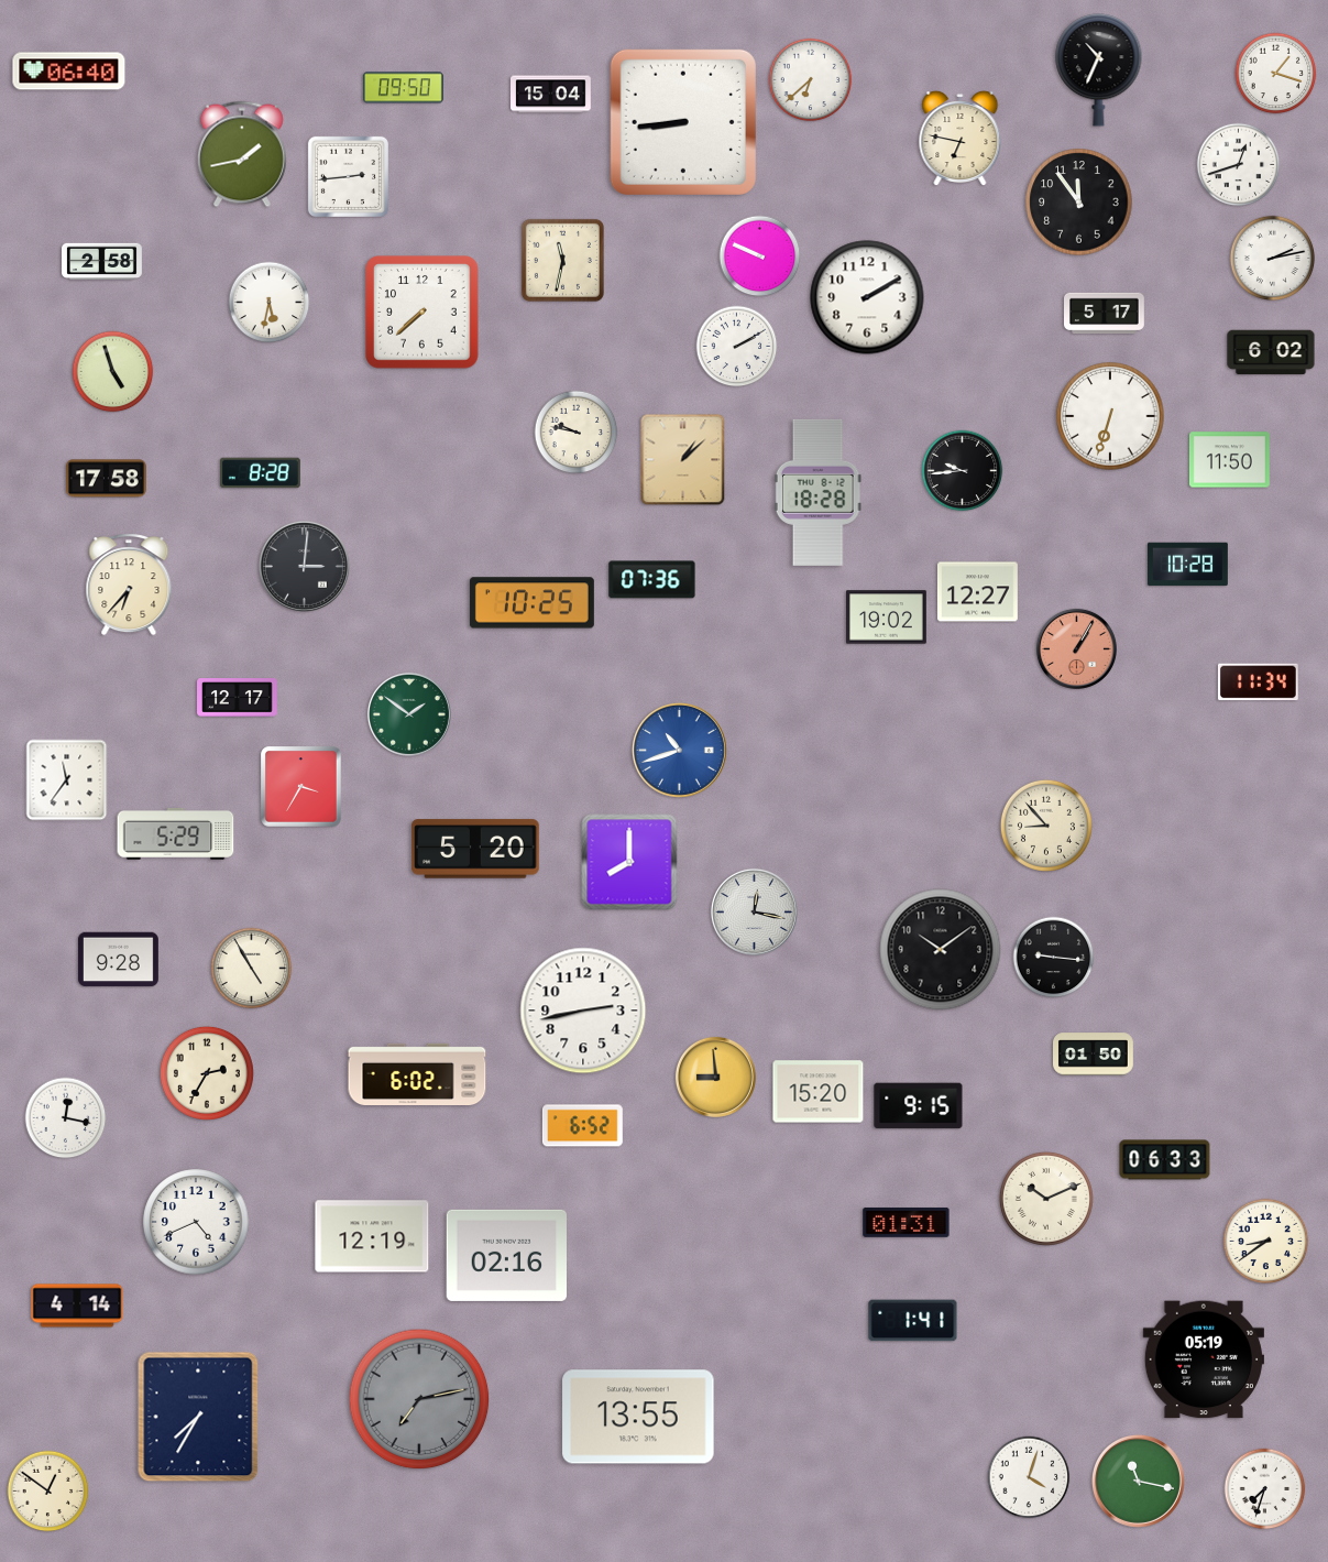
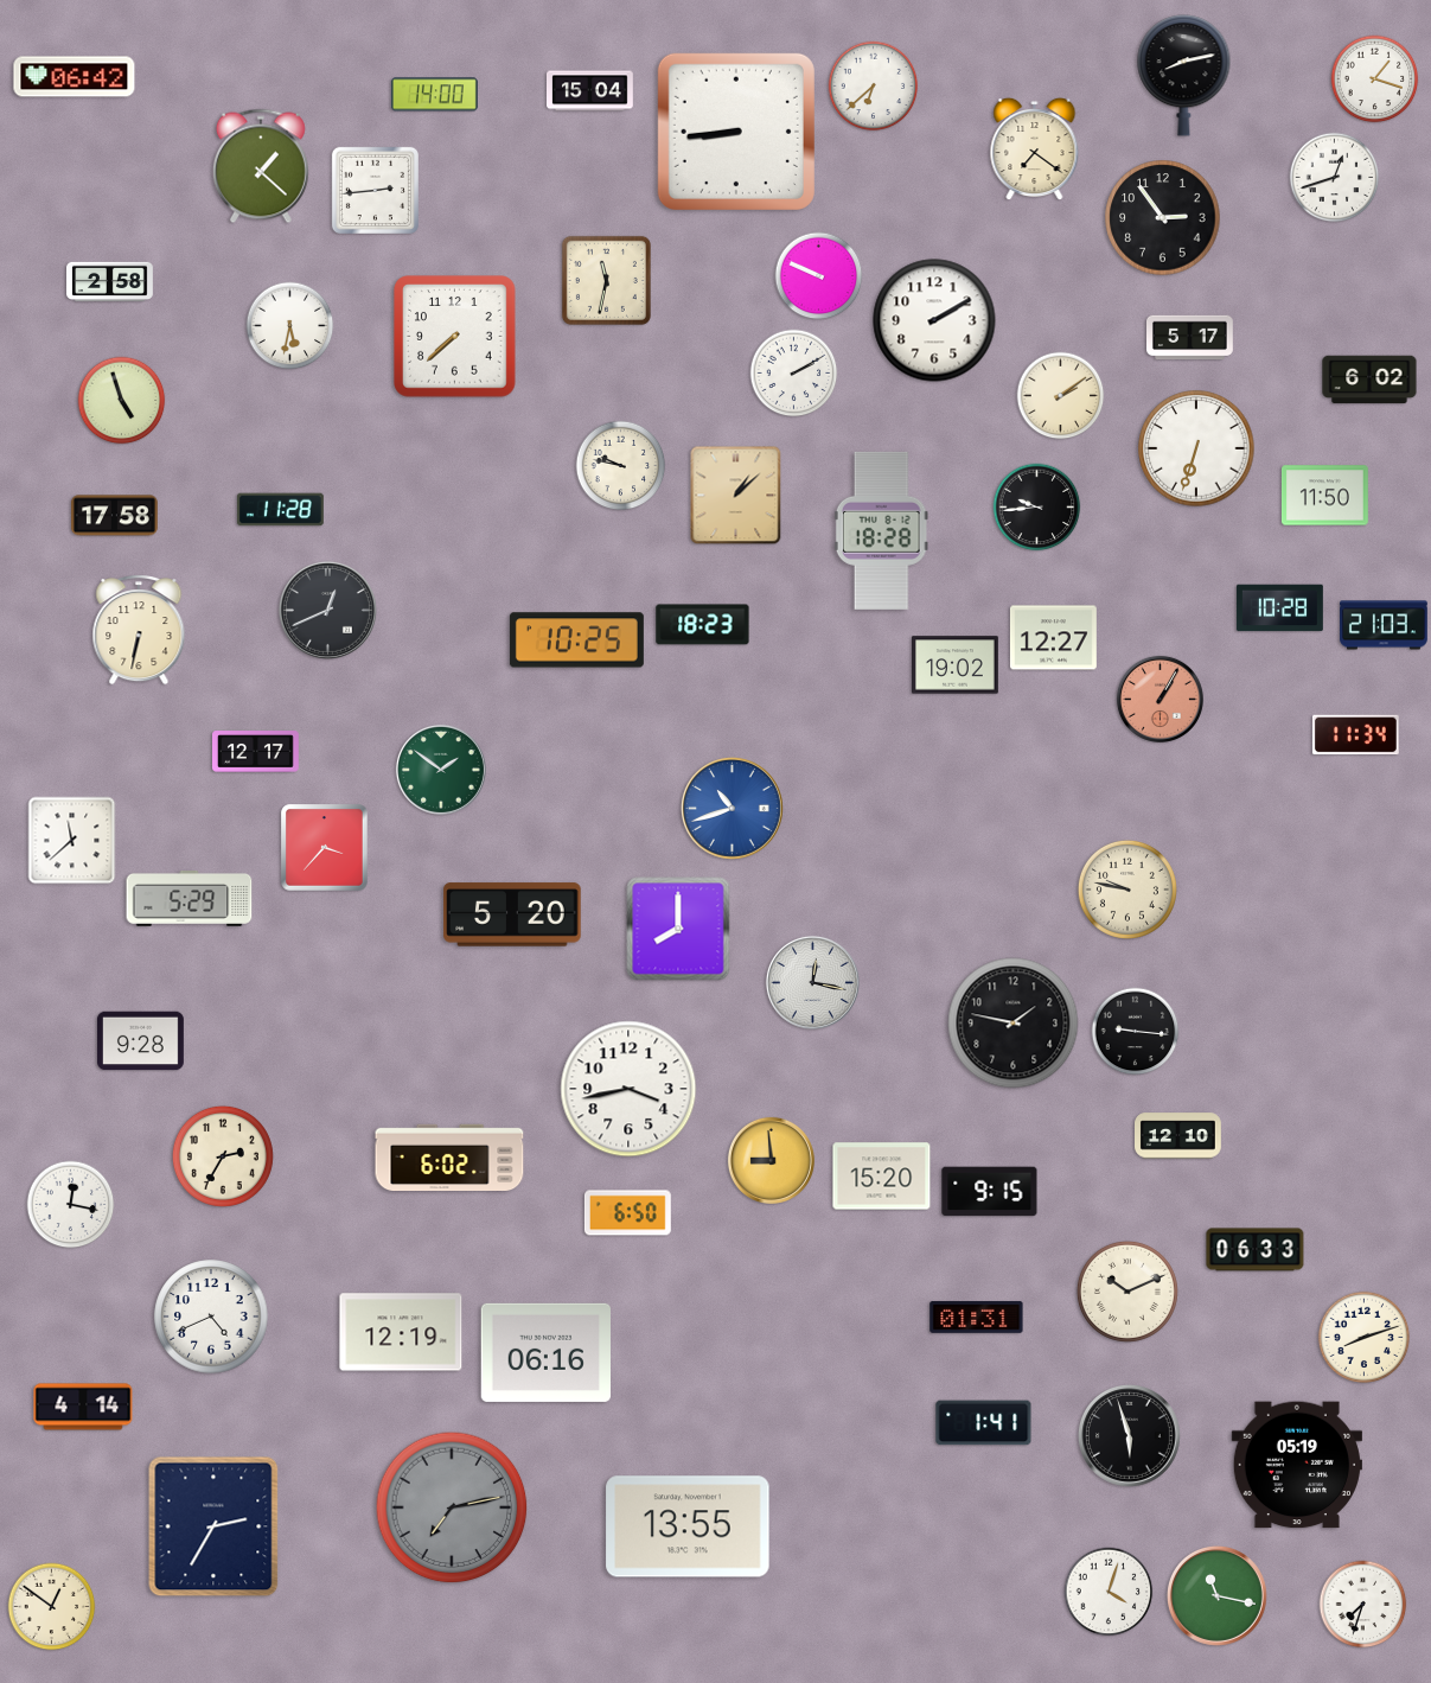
clock at (1099, 70): 10:34 -> 8:13
clock at (69, 72): 06:40 -> 06:42
clock at (403, 88): 09:50 -> 14:00
clock at (551, 95) position: (551, 95) -> (590, 91)
clock at (961, 139): 6:47 -> 7:21
clock at (242, 154): 1:43 -> 1:22
clock at (1079, 203): 11:54 -> 2:54
clock at (1273, 259): 2:13 -> none
clock at (1061, 396): none -> 2:09
clock at (261, 473): 8:28 -> 11:28
clock at (304, 566): 3:01 -> 12:41
clock at (652, 580): 07:36 -> 18:23
clock at (1384, 625): none -> 21:03
clock at (129, 585): 6:37 -> 6:32
clock at (531, 603) position: (531, 603) -> (576, 640)
clock at (67, 780): 11:36 -> 11:38
clock at (301, 787): 3:35 -> 3:37
clock at (1046, 826): 8:53 -> 9:47
clock at (941, 950): 10:09 -> 1:47
clock at (119, 960) position: (119, 960) -> (141, 1041)
clock at (252, 969): 4:55 -> none
clock at (583, 1011): 2:43 -> 3:43
clock at (1094, 1055): 01:50 -> 12:10
clock at (582, 1126): 6:52 -> 6:50
clock at (1266, 1242): 8:39 -> 8:12
clock at (506, 1255): 02:16 -> 06:16
clock at (1129, 1435): none -> 5:57
clock at (198, 1417): 7:35 -> 2:35
clock at (1138, 1481) position: (1138, 1481) -> (1216, 1595)
